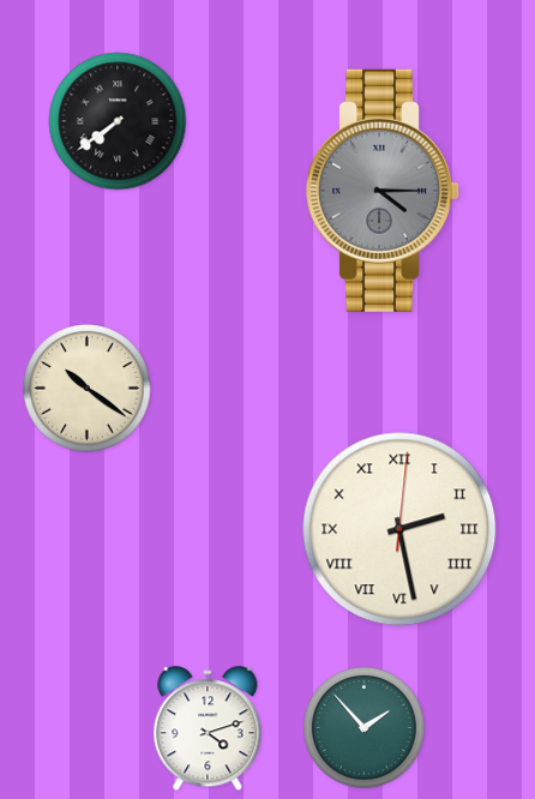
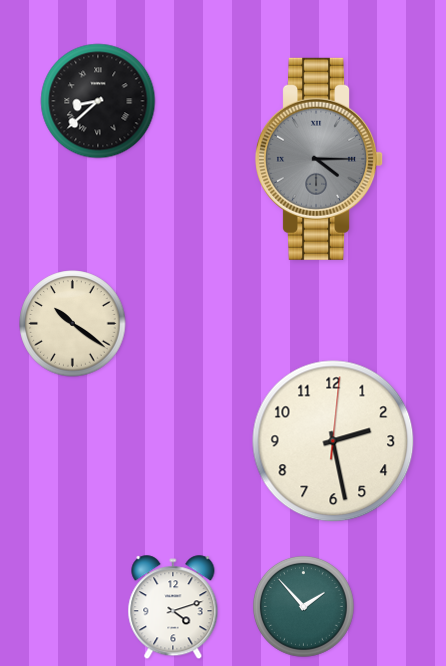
clock at (118, 121): 7:39 -> 8:38
clock at (399, 529) numerals: Roman -> Arabic
